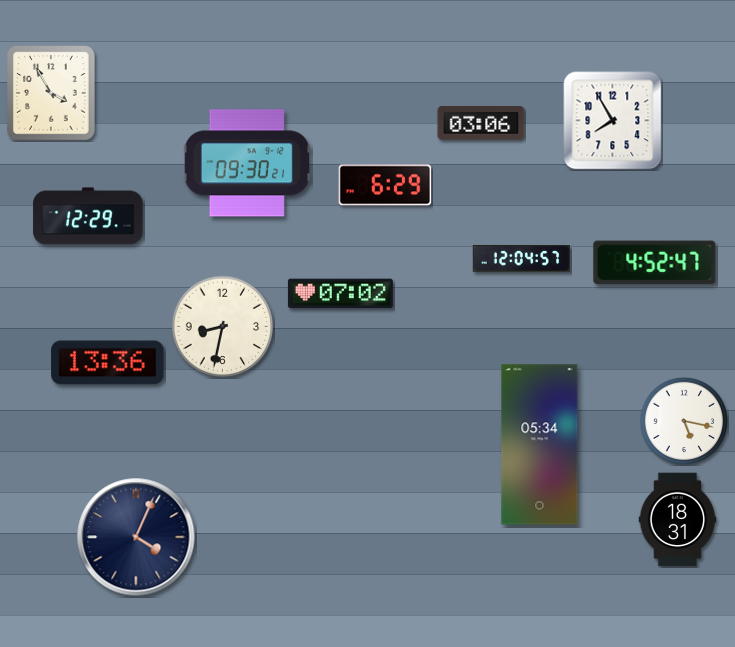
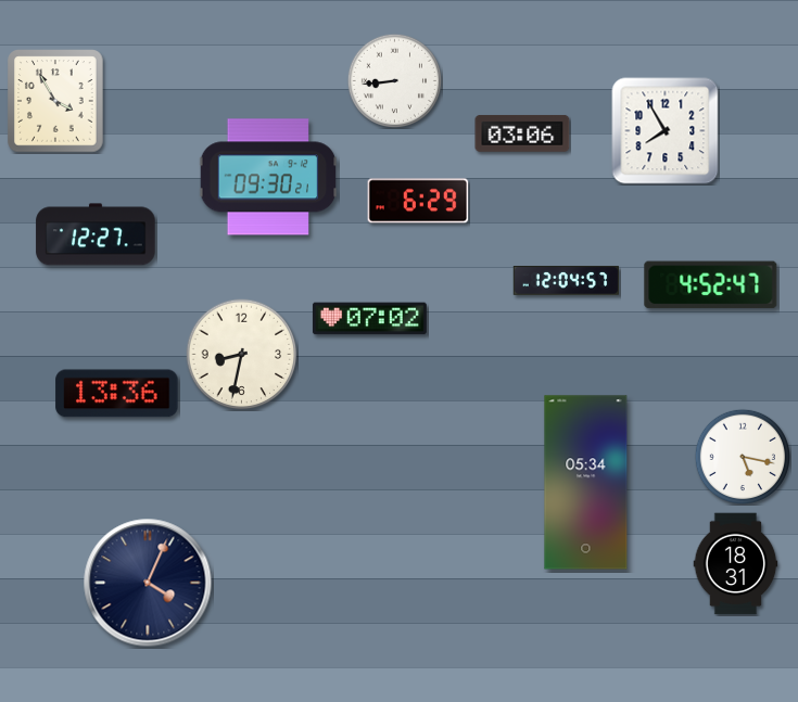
clock at (394, 80): none -> 8:44
clock at (88, 216): 12:29 -> 12:27
